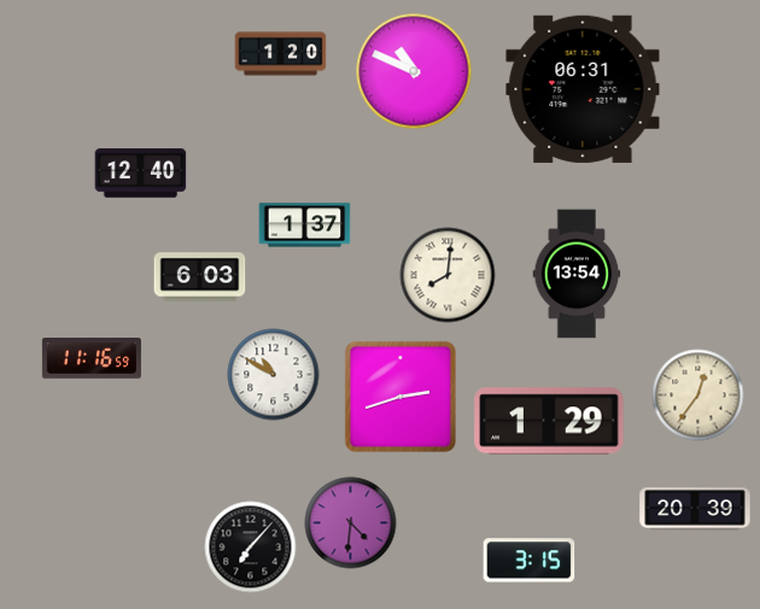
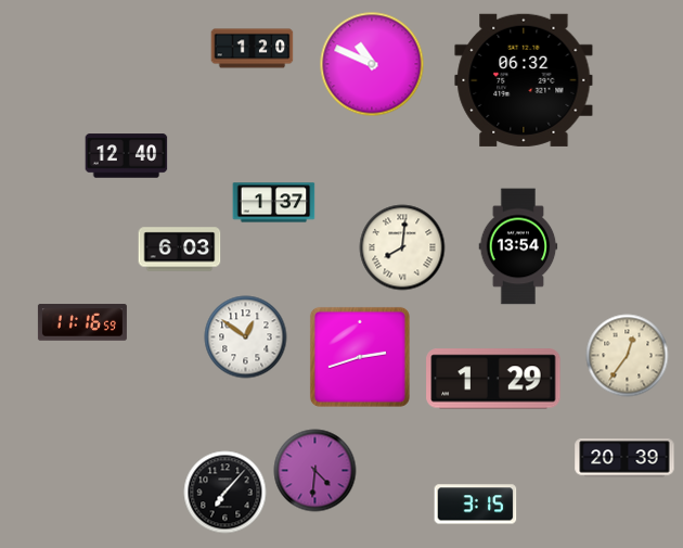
clock at (583, 89): 06:31 -> 06:32
clock at (274, 375): 10:50 -> 12:51
